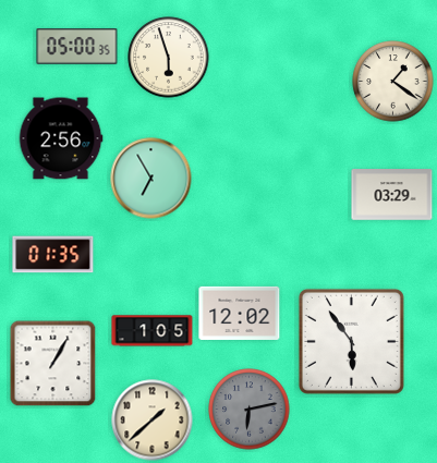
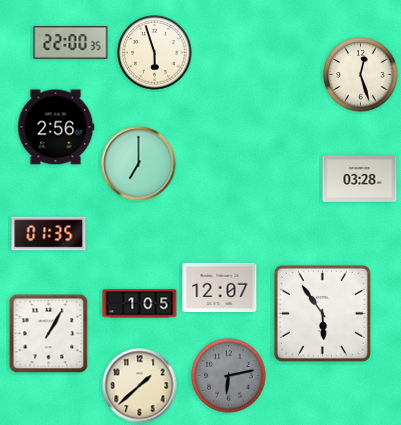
clock at (77, 47): 05:00 -> 22:00
clock at (393, 82): 1:21 -> 12:27
clock at (151, 179): 6:55 -> 7:00
clock at (392, 195): 03:29 -> 03:28
clock at (240, 313): 12:02 -> 12:07
